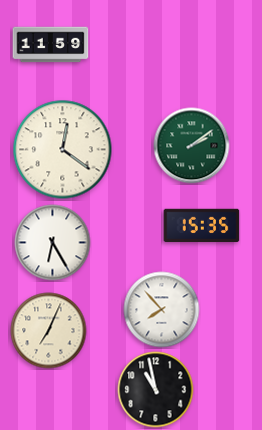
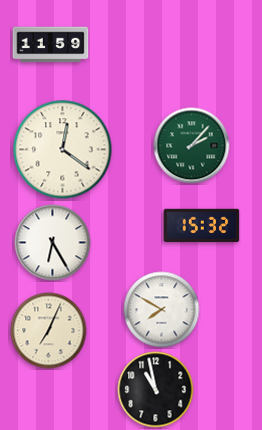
clock at (192, 146): 2:09 -> 2:07
clock at (202, 226): 15:35 -> 15:32
clock at (162, 310): 7:53 -> 7:50
